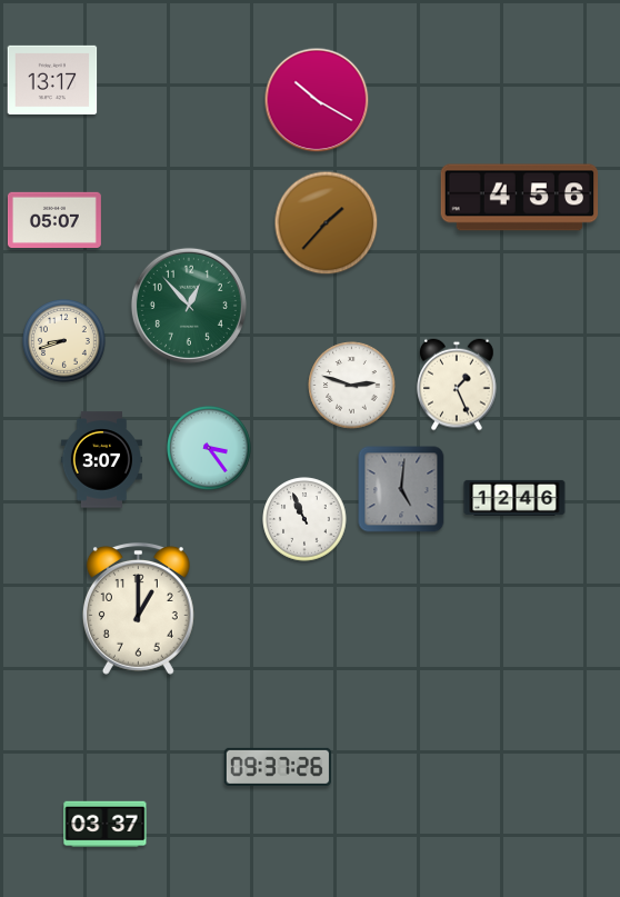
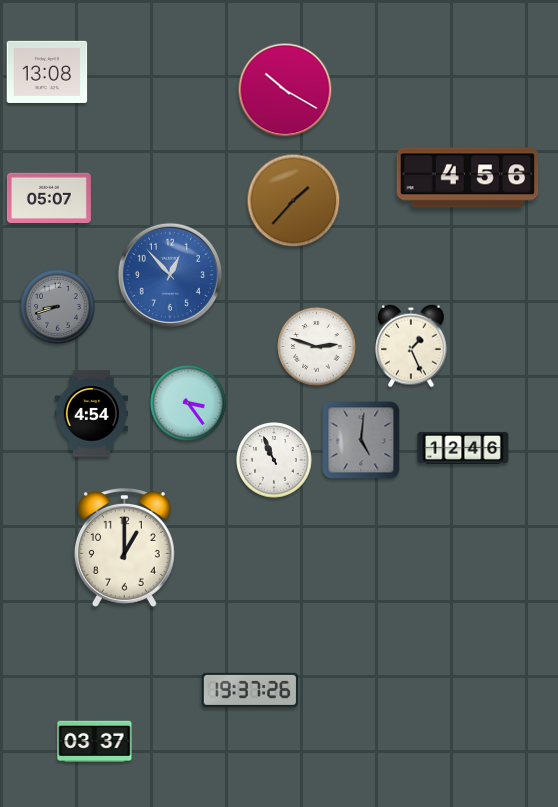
clock at (52, 80): 13:17 -> 13:08
clock at (189, 306) dial: green -> blue
clock at (64, 341) dial: cream -> grey
clock at (101, 460): 3:07 -> 4:54
clock at (304, 519) position: (304, 519) -> (274, 460)
clock at (278, 766): 09:37 -> 19:37
